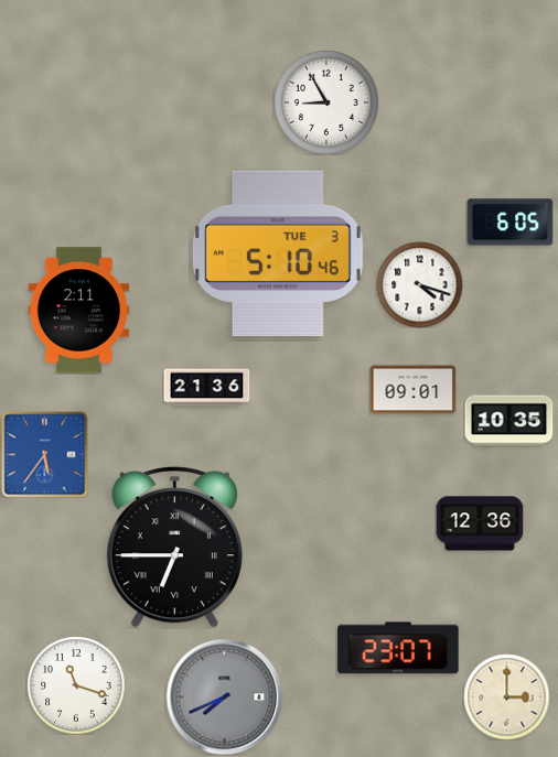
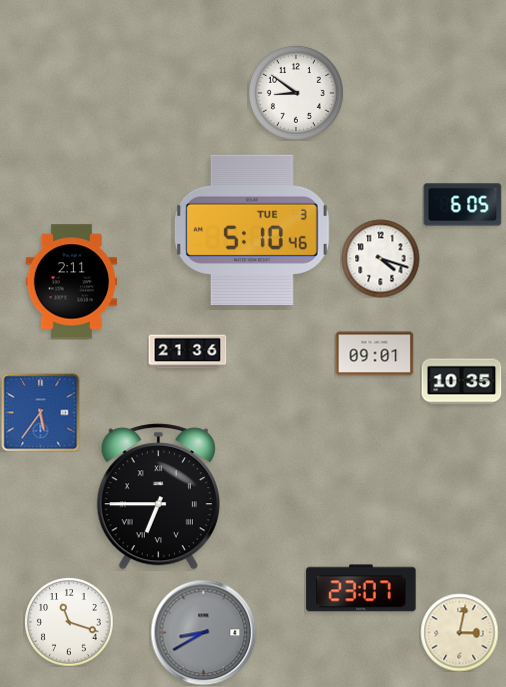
clock at (326, 102): 8:55 -> 8:51
clock at (509, 223) position: (509, 223) -> (462, 205)
clock at (480, 523): 12:36 -> none
clock at (224, 696): 7:41 -> 8:40
clock at (506, 696): 3:00 -> 3:02
